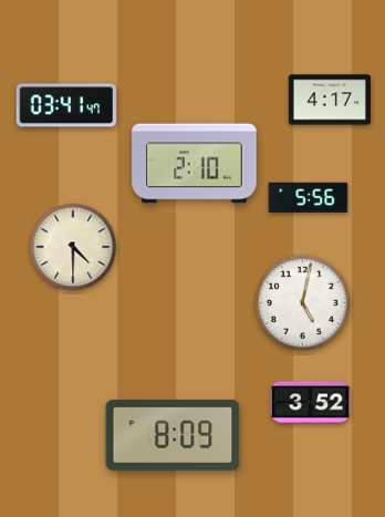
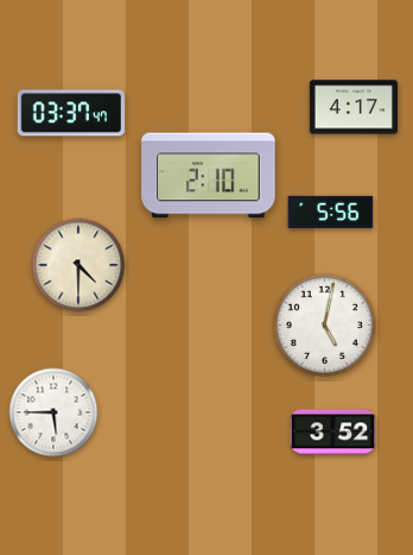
clock at (65, 105): 03:41 -> 03:37
clock at (53, 412): none -> 5:45
clock at (173, 435): 8:09 -> none
